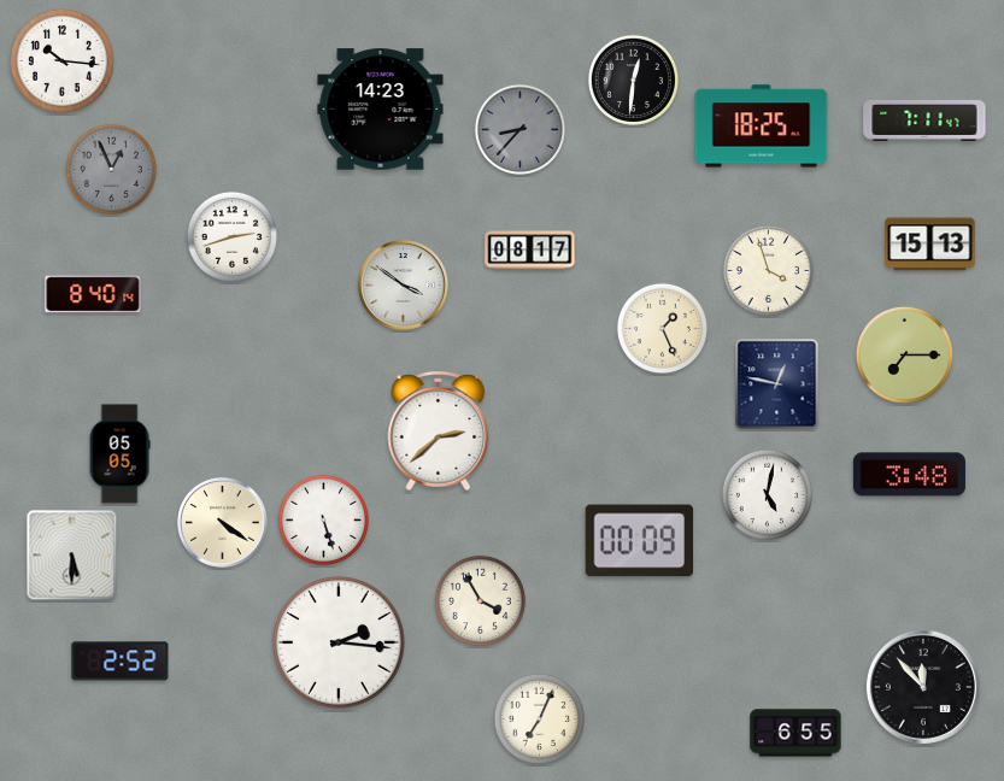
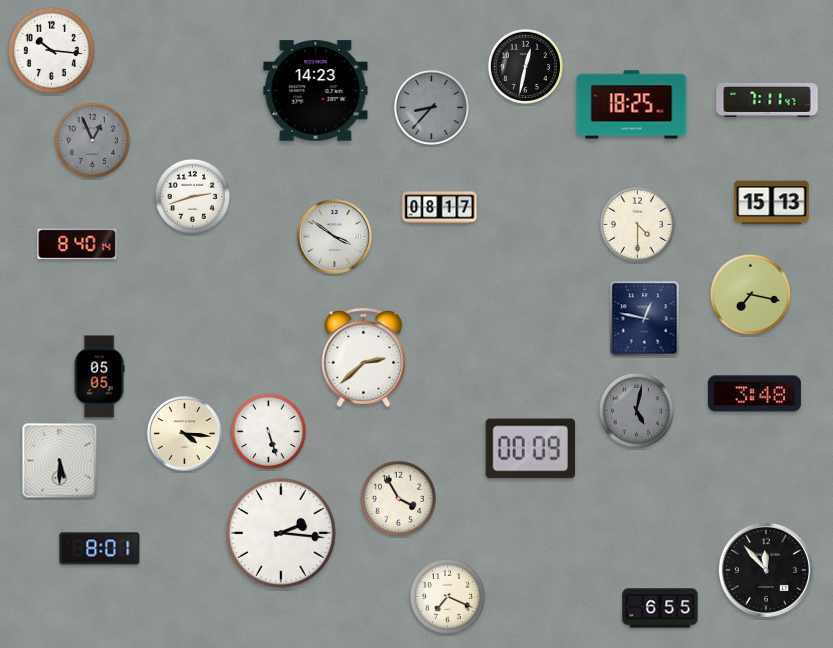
clock at (633, 80): 12:31 -> 12:32
clock at (768, 270): 3:57 -> 4:30
clock at (662, 328): 1:26 -> none
clock at (904, 354): 7:15 -> 7:17
clock at (767, 494) dial: white -> grey
clock at (223, 523): 4:21 -> 4:16
clock at (121, 662): 2:52 -> 8:01
clock at (539, 718): 7:04 -> 7:19
